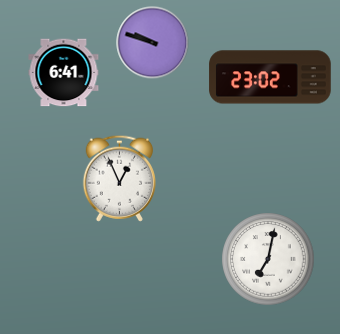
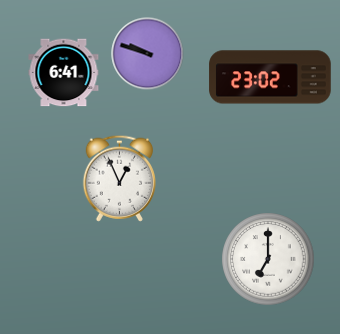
clock at (153, 43) position: (153, 43) -> (148, 54)
clock at (268, 259): 7:02 -> 7:00
